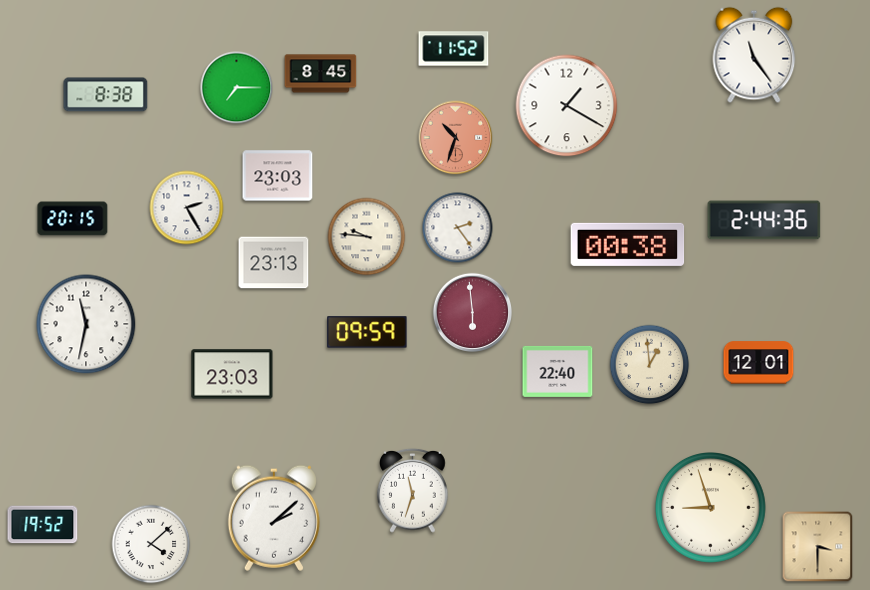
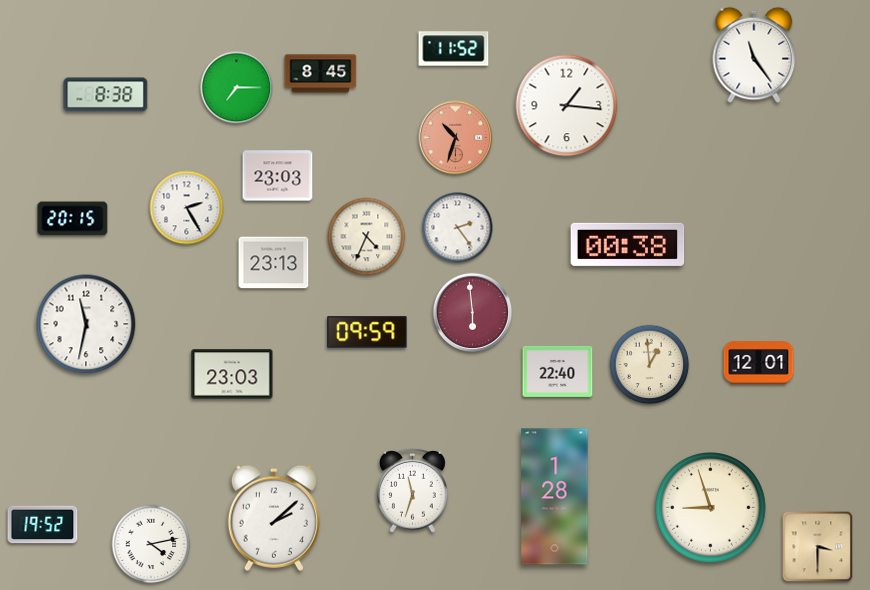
clock at (567, 106): 1:20 -> 1:16
clock at (764, 220): 2:44 -> none
clock at (367, 237): 9:46 -> 4:34
clock at (555, 497): none -> 1:28
clock at (151, 544): 4:08 -> 4:13
